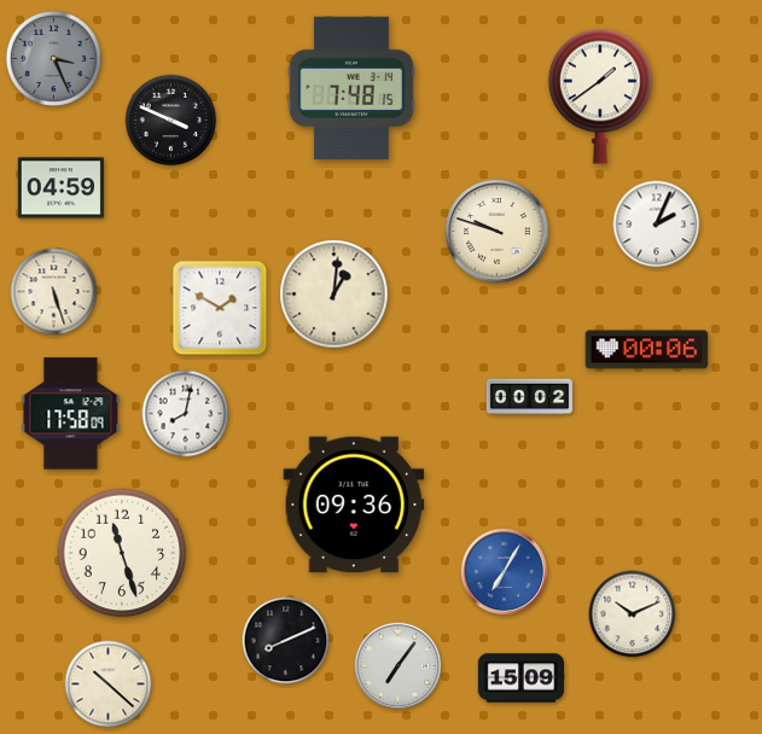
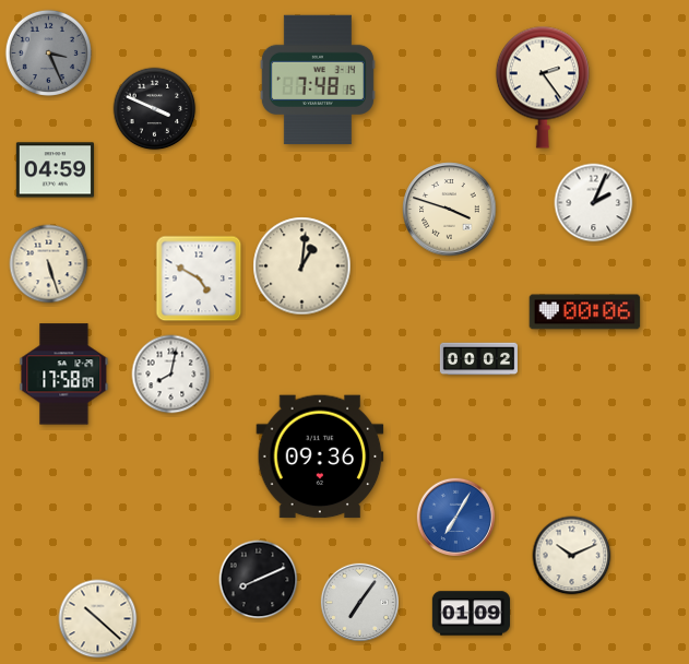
clock at (600, 97): 1:39 -> 2:24
clock at (498, 232): 9:48 -> 3:48
clock at (220, 308): 1:50 -> 4:50
clock at (647, 350) position: (647, 350) -> (585, 312)
clock at (186, 414) position: (186, 414) -> (171, 375)
clock at (122, 553): 11:27 -> none
clock at (520, 678): 15:09 -> 01:09
